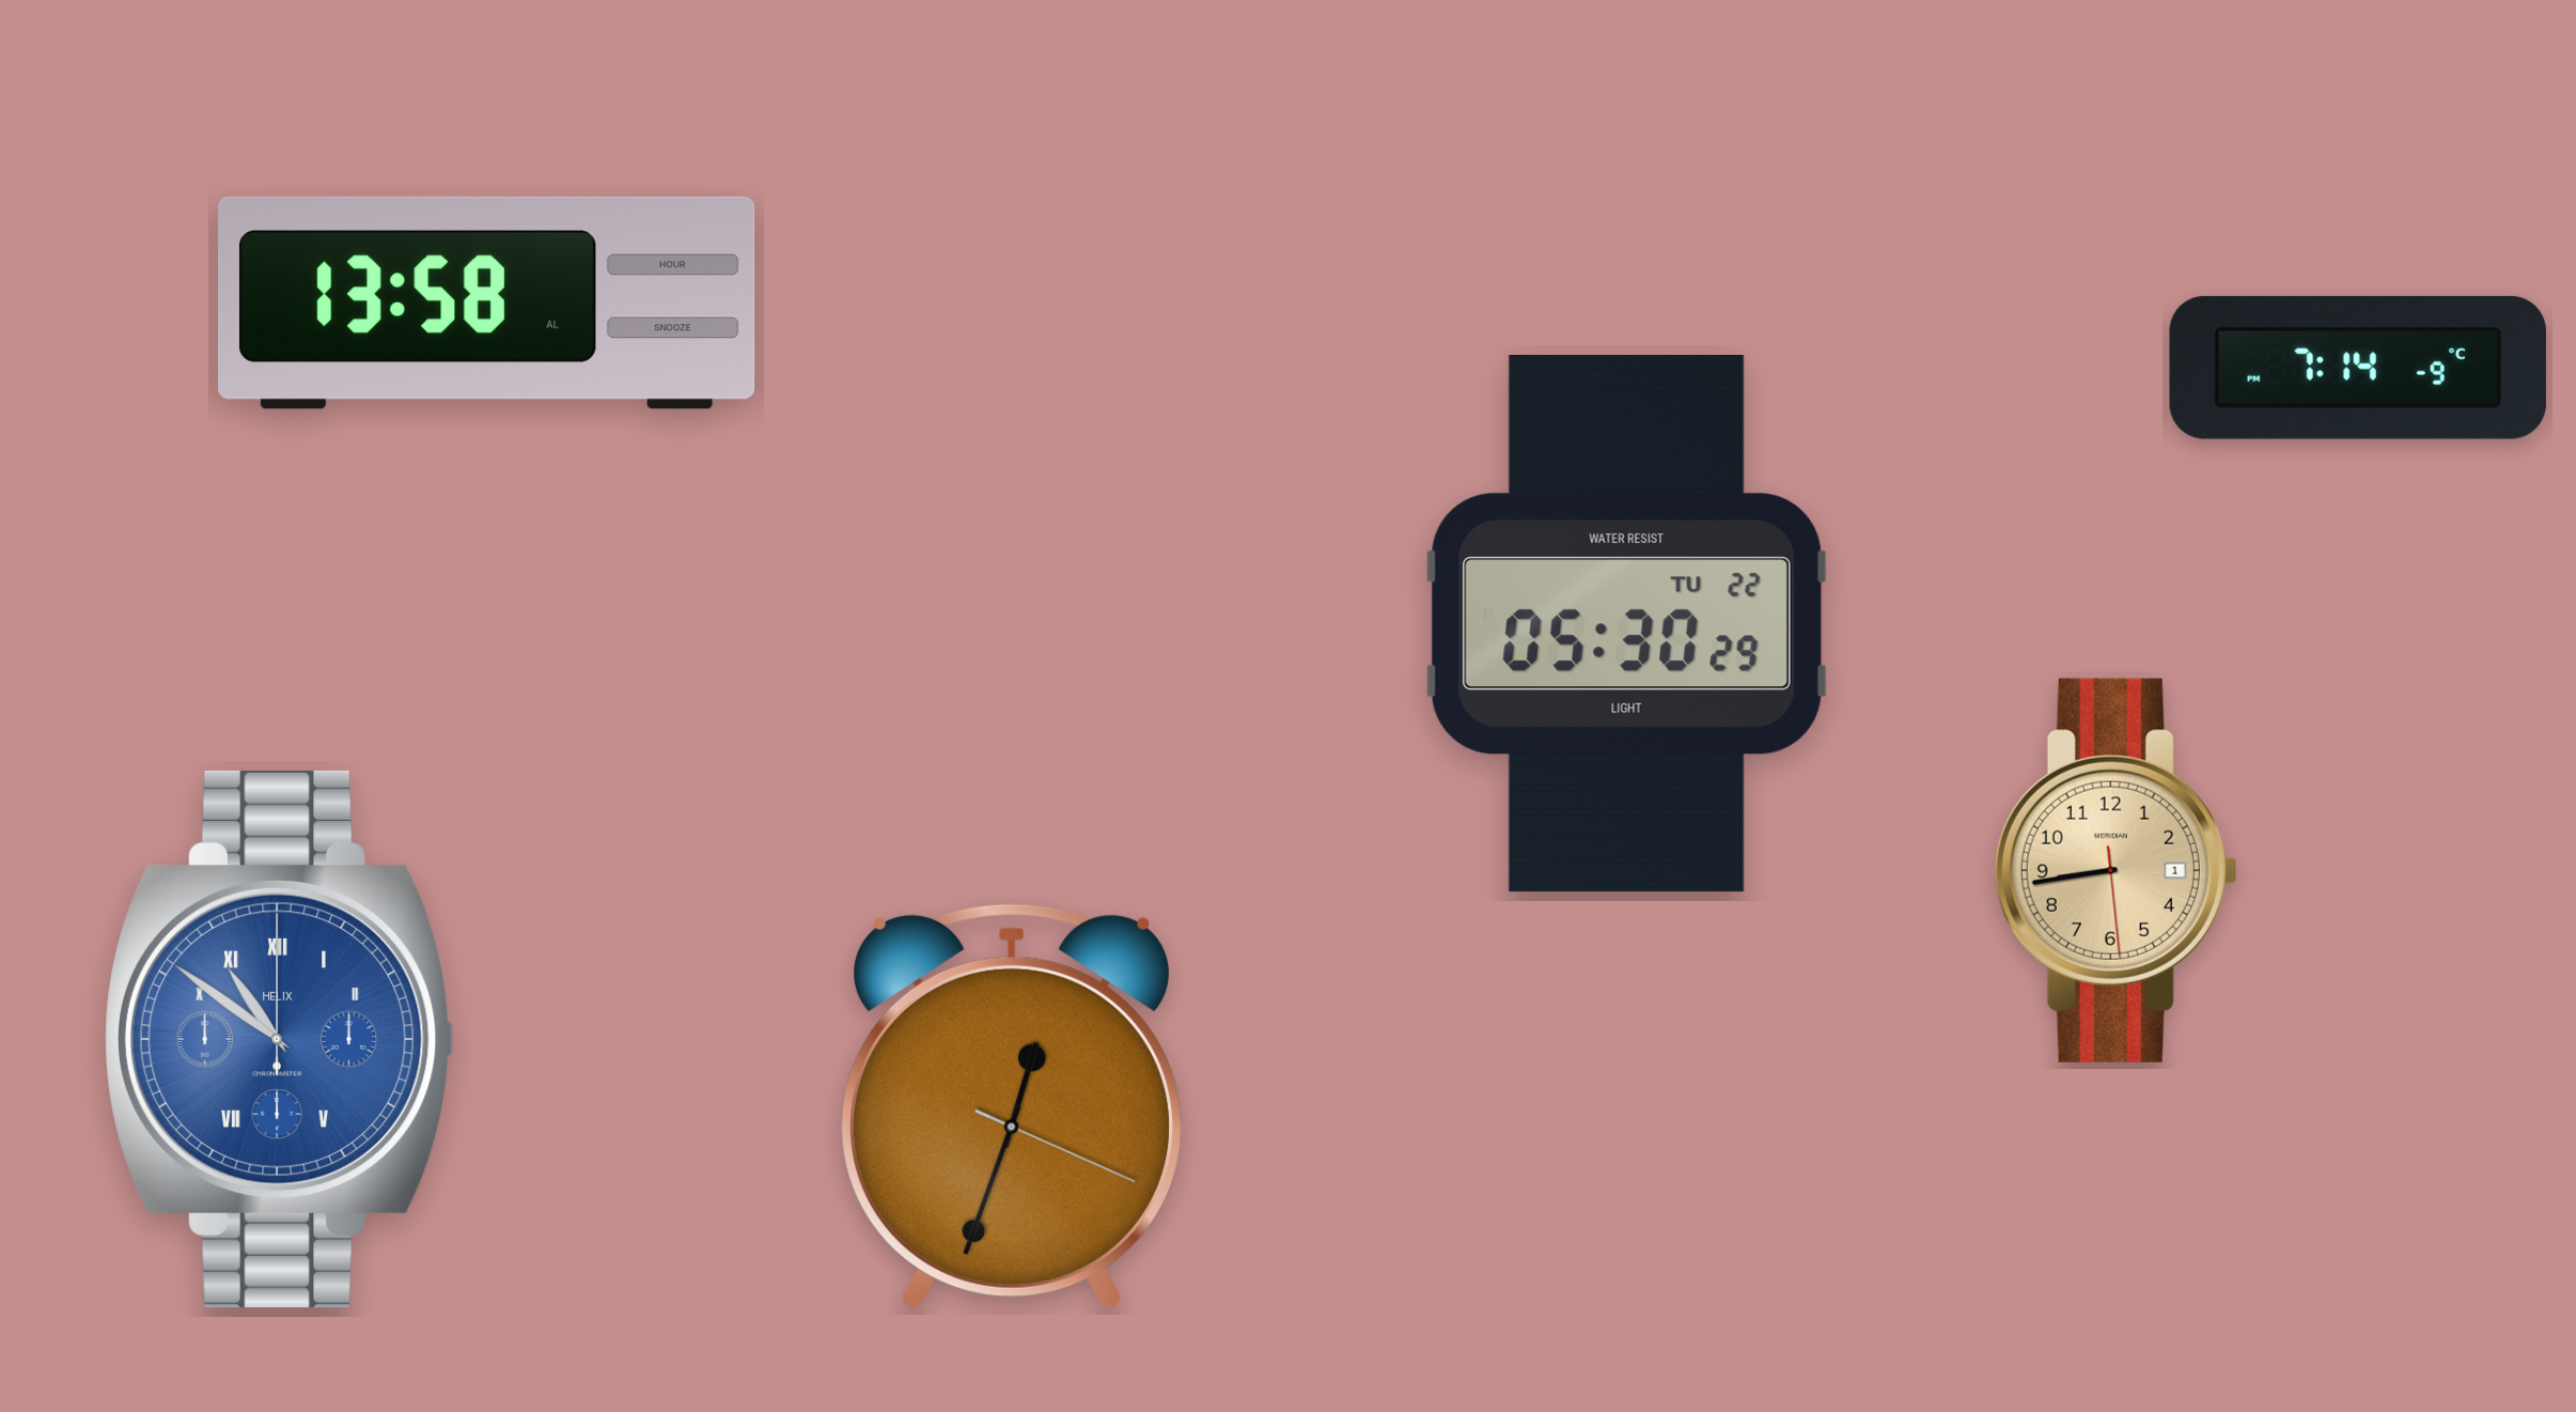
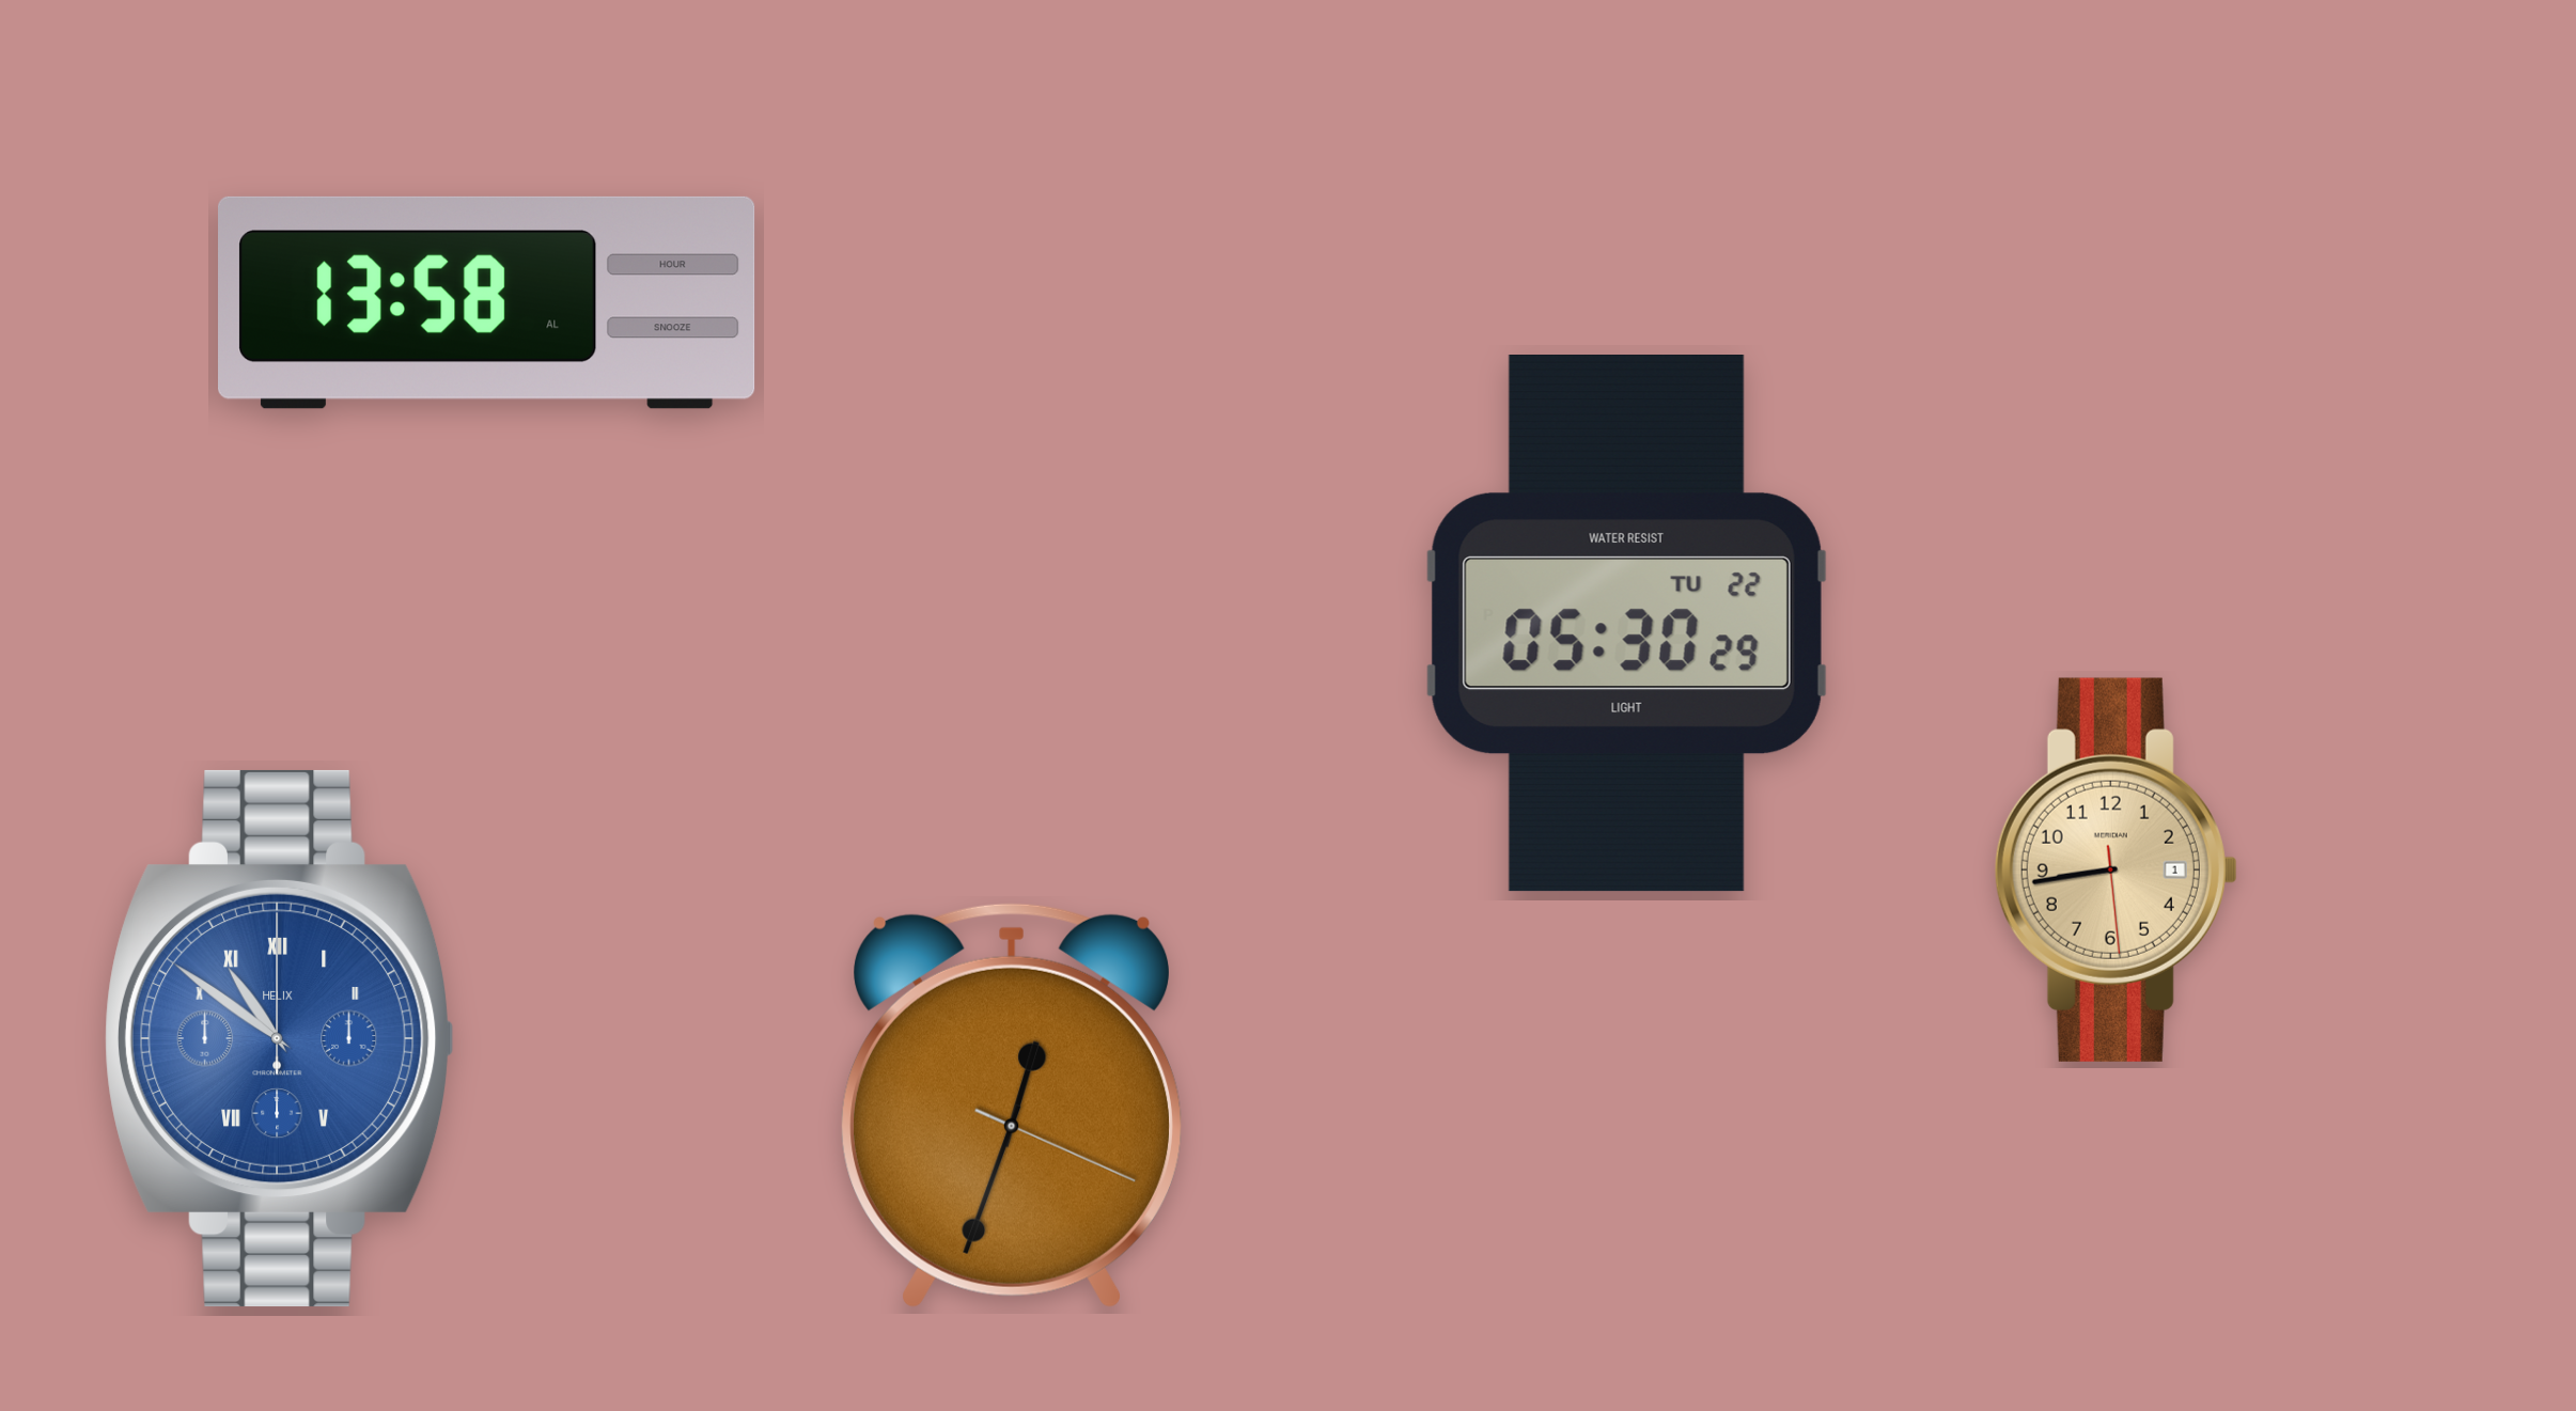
clock at (2358, 368): 7:14 -> none
